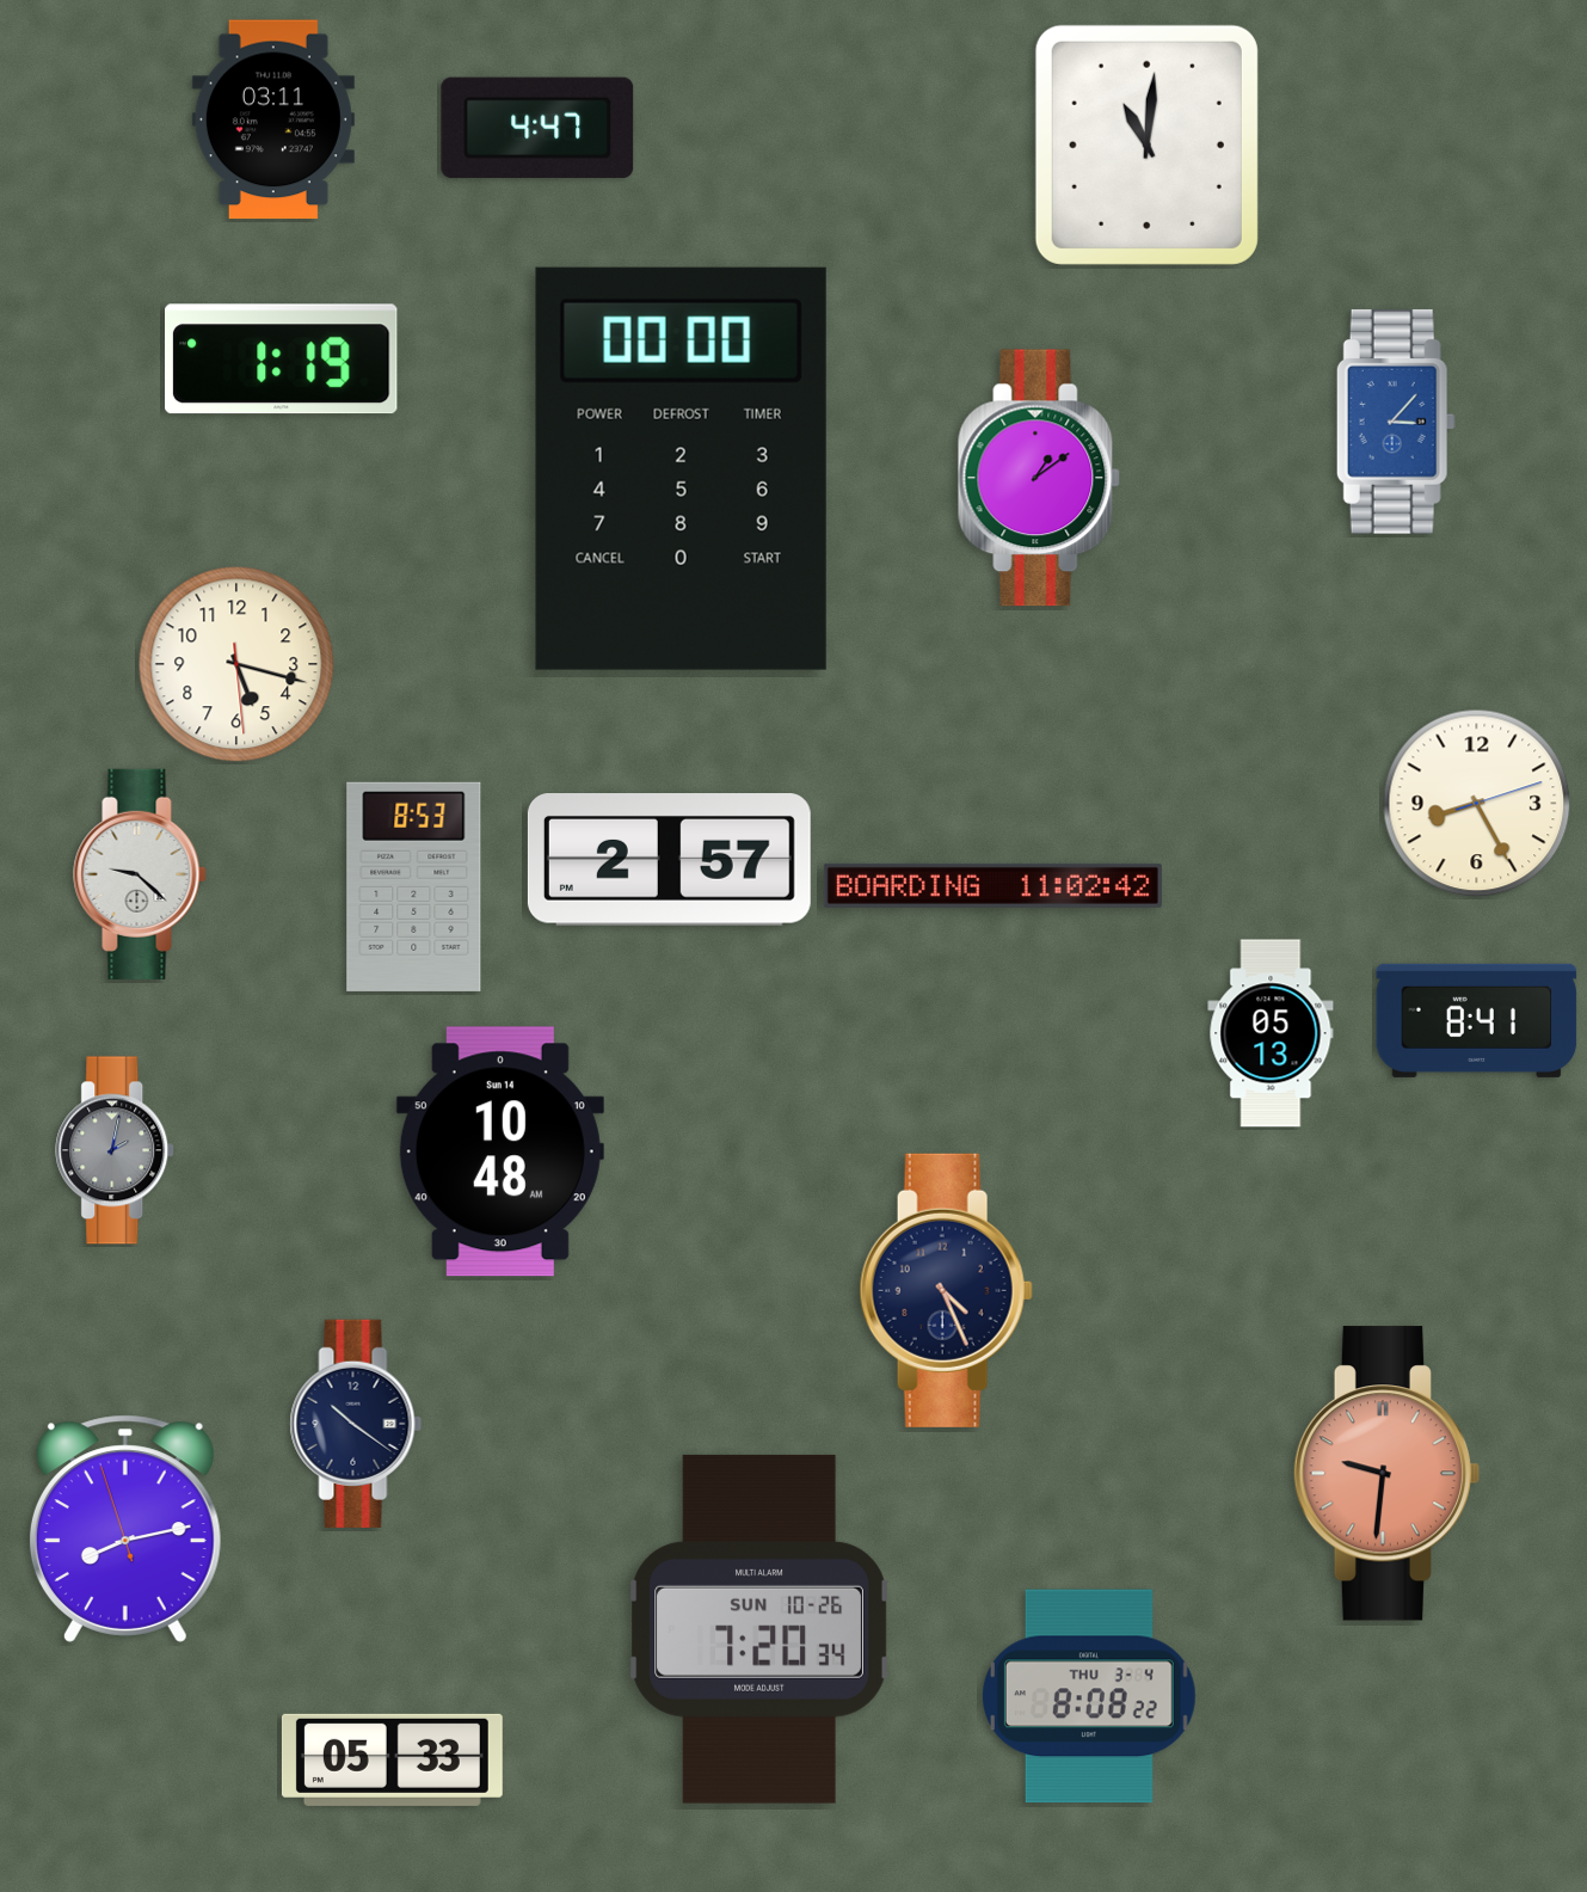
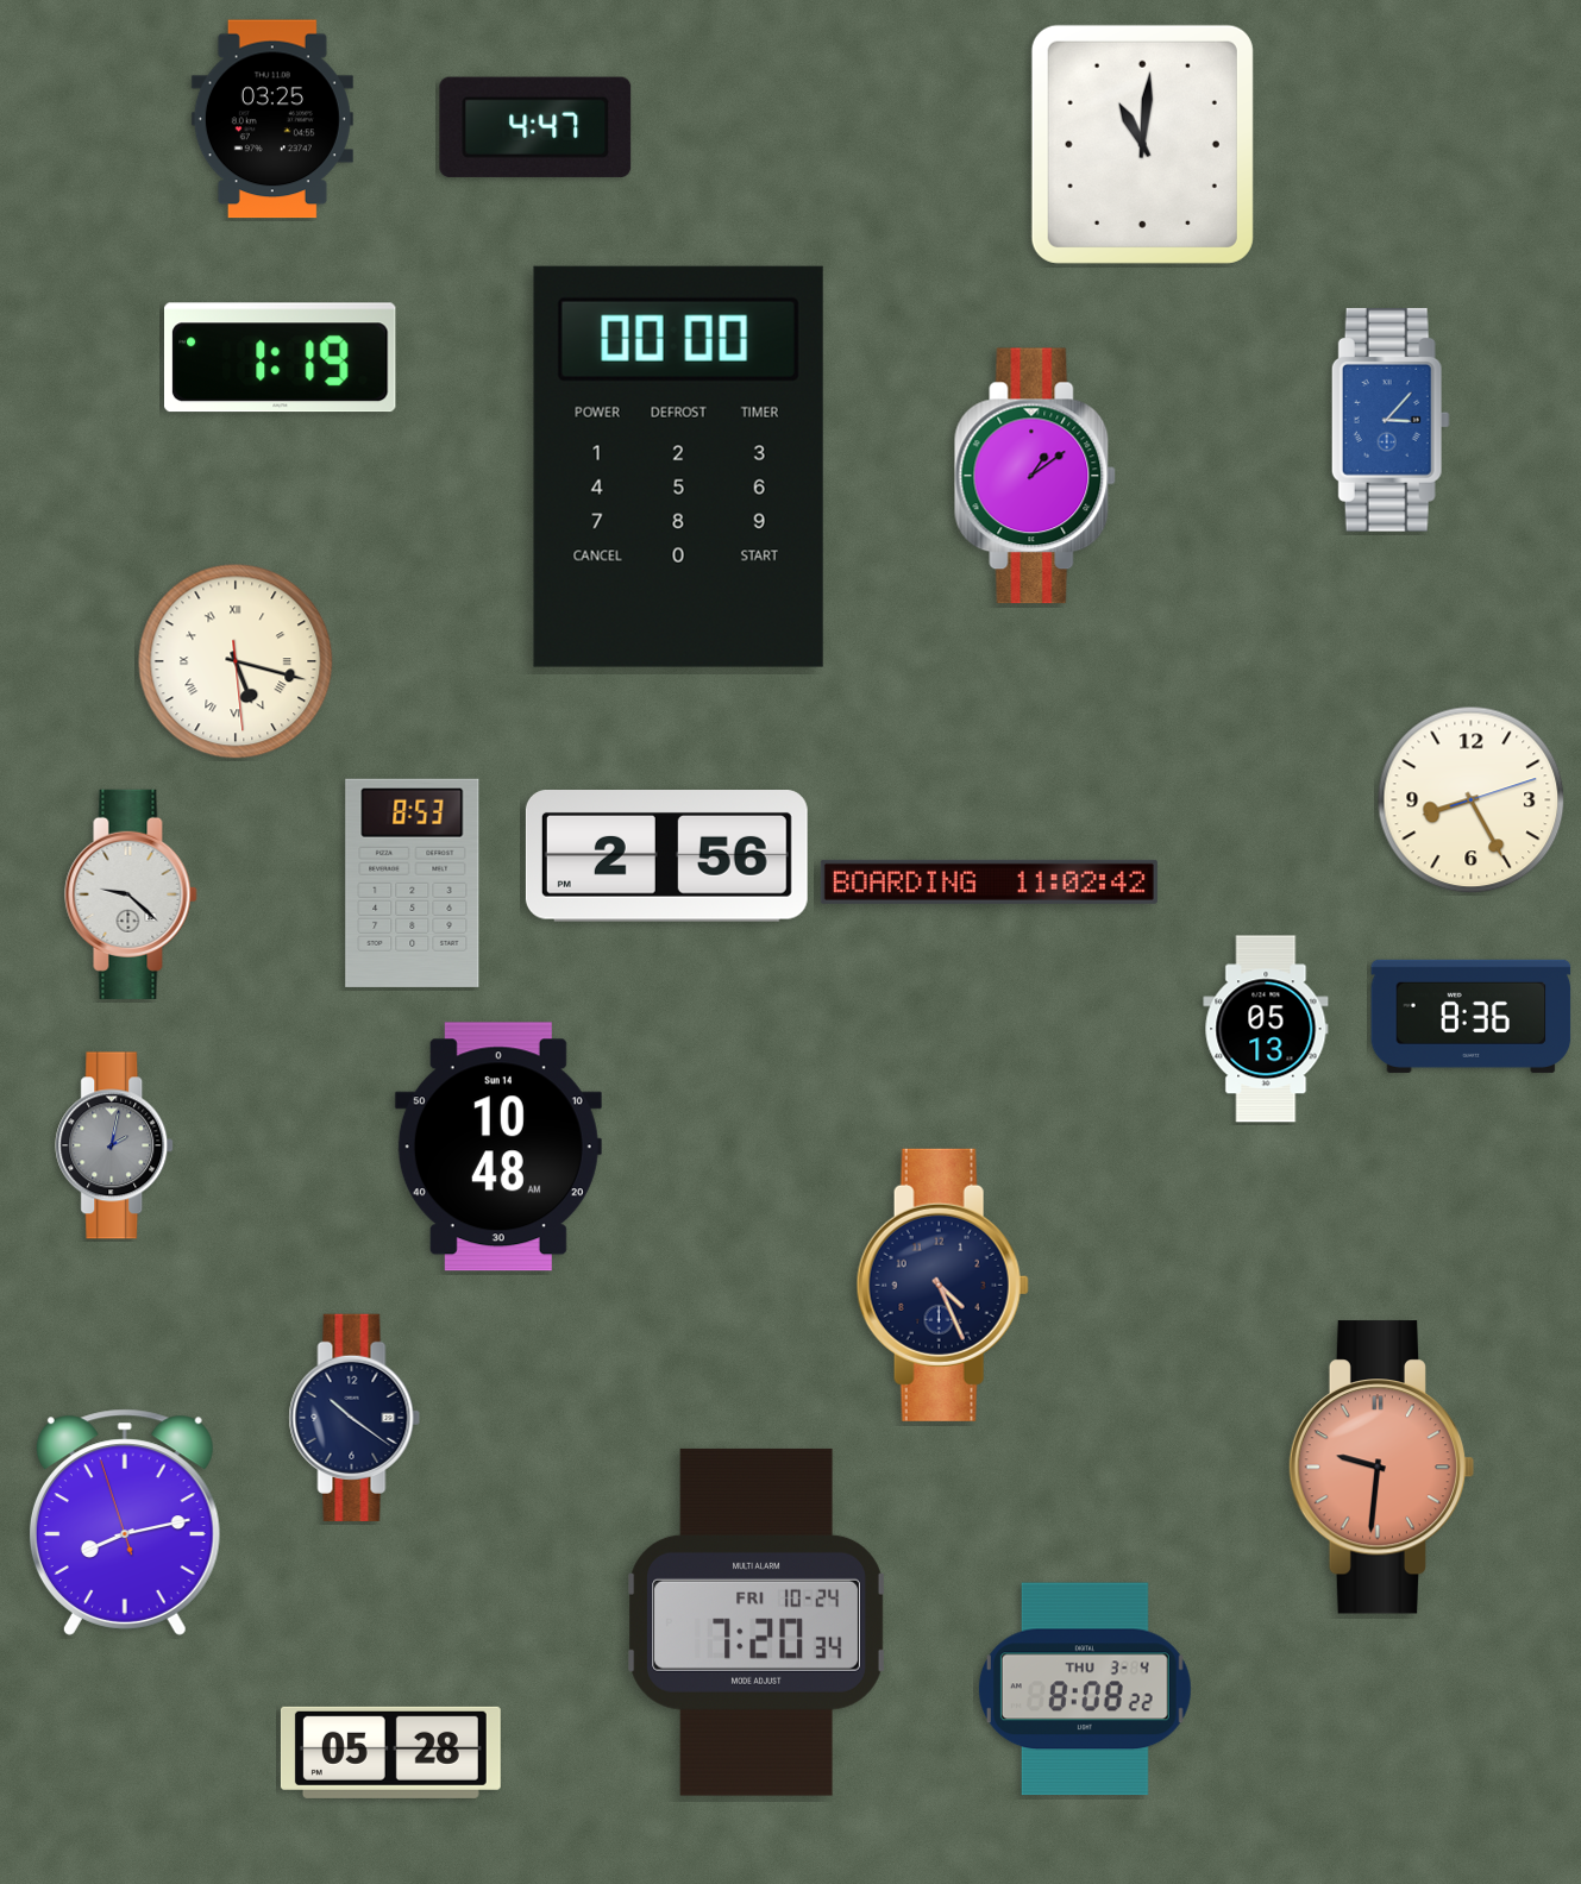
clock at (273, 119): 03:11 -> 03:25
clock at (236, 664) numerals: Arabic -> Roman
clock at (669, 860): 2:57 -> 2:56
clock at (140, 874) position: (140, 874) -> (131, 894)
clock at (1477, 1020): 8:41 -> 8:36
clock at (759, 1629) date: SUN 10-26 -> FRI 10-24
clock at (392, 1759): 05:33 -> 05:28
